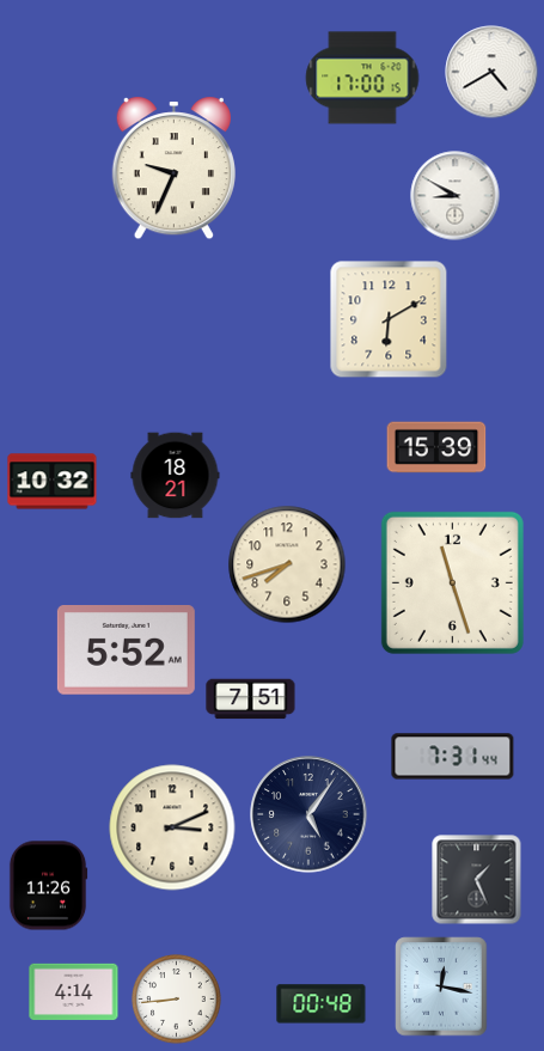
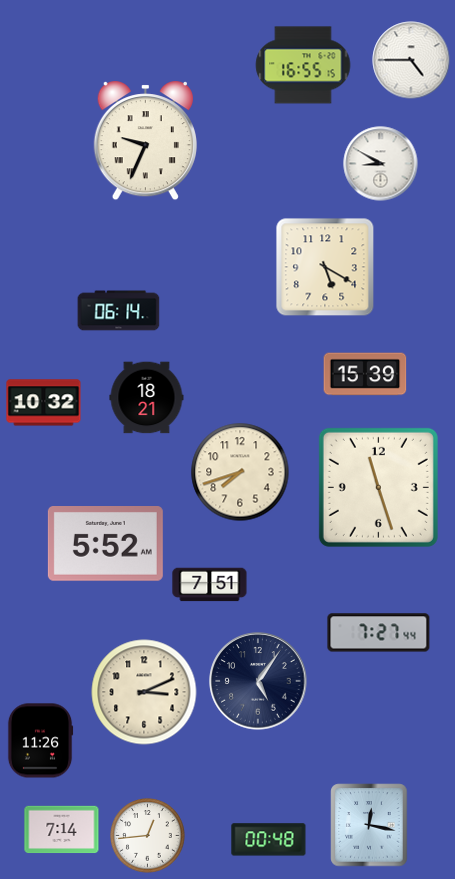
clock at (491, 72): 4:40 -> 4:45
clock at (362, 78): 17:00 -> 16:55
clock at (389, 319): 6:10 -> 5:20
clock at (119, 311): none -> 06:14
clock at (453, 757): 7:31 -> 7:27
clock at (477, 880): 1:26 -> none
clock at (74, 992): 4:14 -> 7:14
clock at (177, 1000): 8:44 -> 12:44
